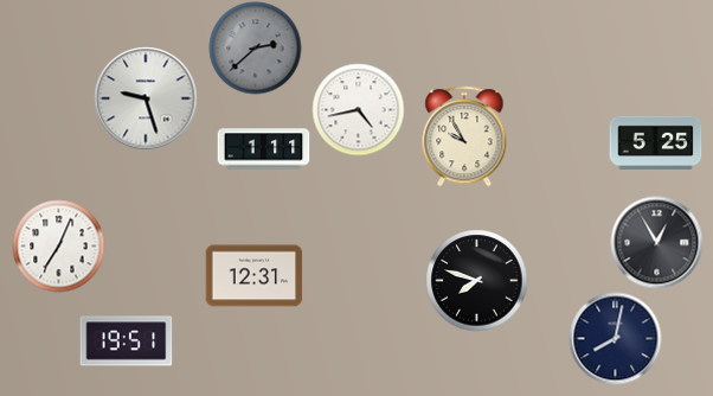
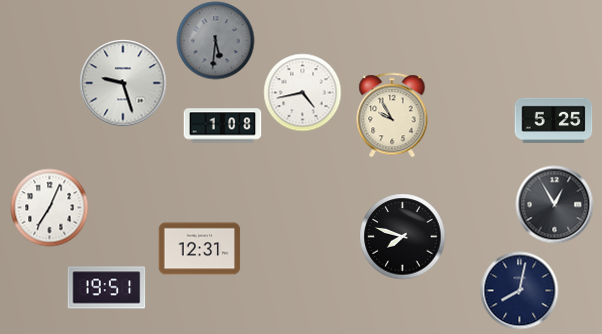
clock at (255, 47): 2:38 -> 5:31
clock at (263, 149): 1:11 -> 1:08
clock at (253, 276) position: (253, 276) -> (199, 249)
clock at (615, 338) position: (615, 338) -> (519, 290)
